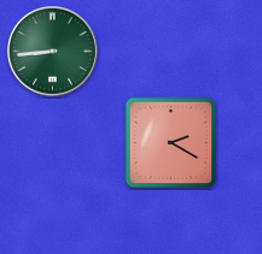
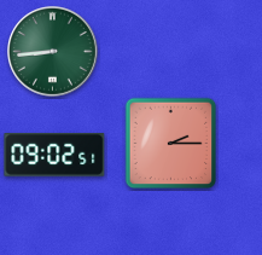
clock at (171, 143): 2:20 -> 2:15
clock at (54, 156): none -> 09:02
